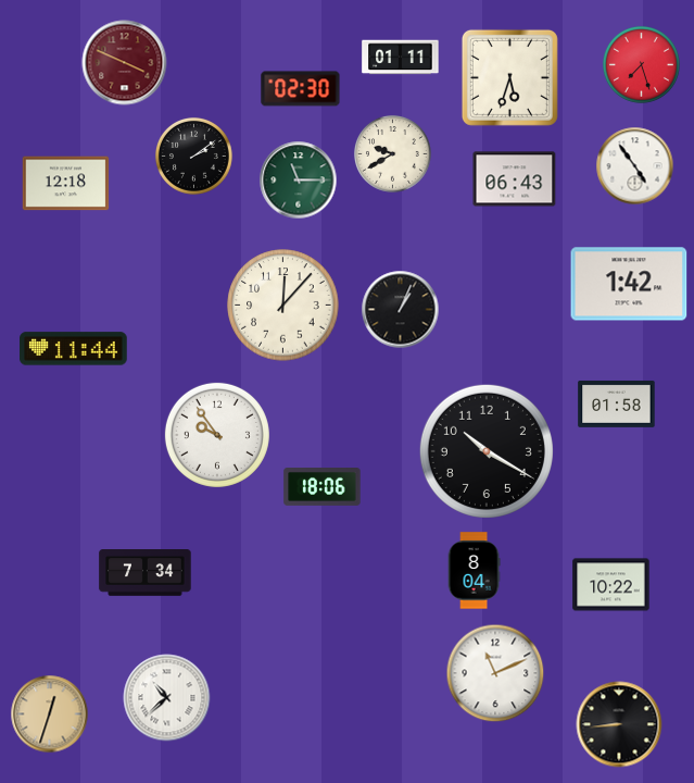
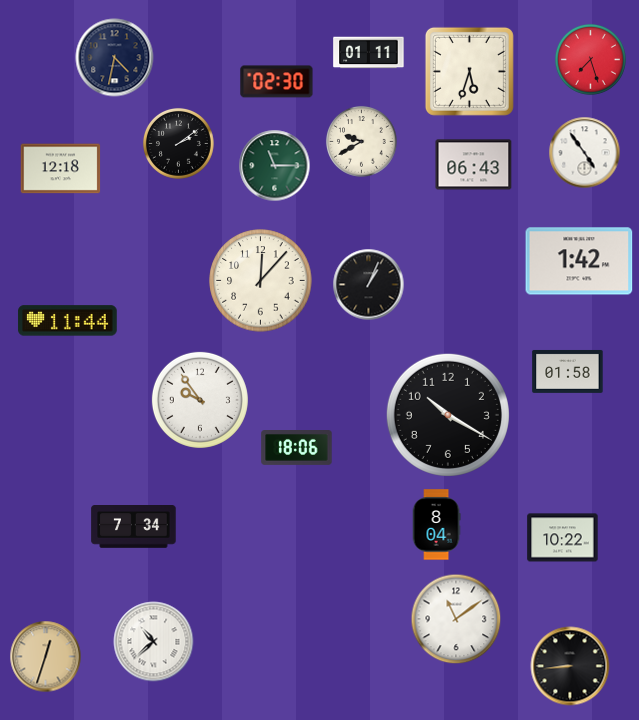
clock at (125, 63): 3:49 -> 4:32
clock at (125, 63) dial: burgundy -> navy
clock at (495, 673): 11:11 -> 11:09
